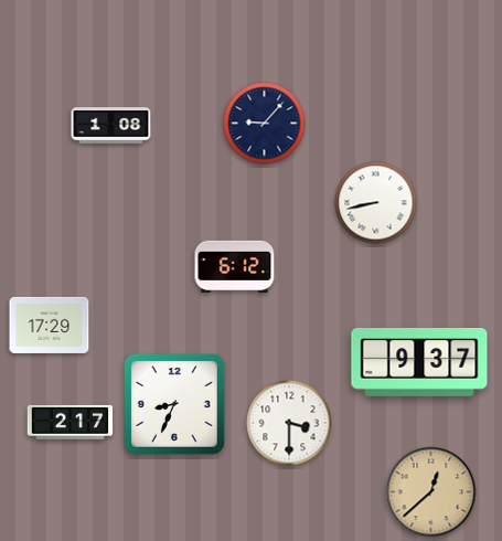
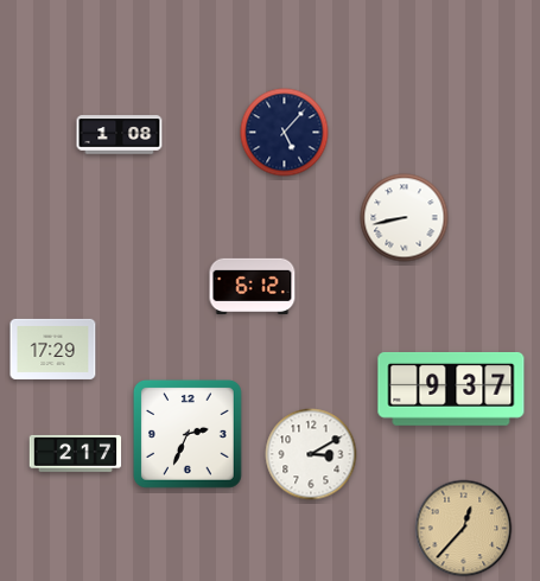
clock at (265, 124): 9:07 -> 5:07
clock at (175, 405): 8:34 -> 2:34
clock at (289, 423): 3:30 -> 3:10
clock at (431, 492): 12:38 -> 12:37
